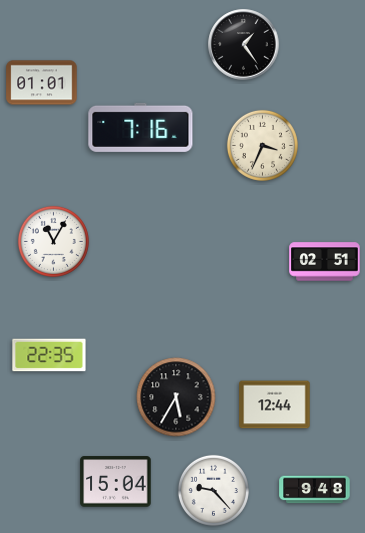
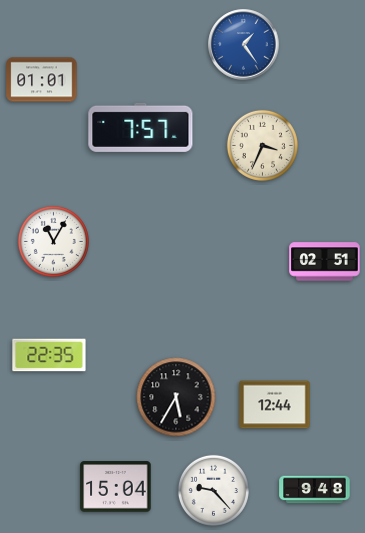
clock at (244, 45) dial: black -> blue
clock at (42, 83) position: (42, 83) -> (42, 80)
clock at (141, 127): 7:16 -> 7:57
clock at (116, 482) position: (116, 482) -> (116, 487)
